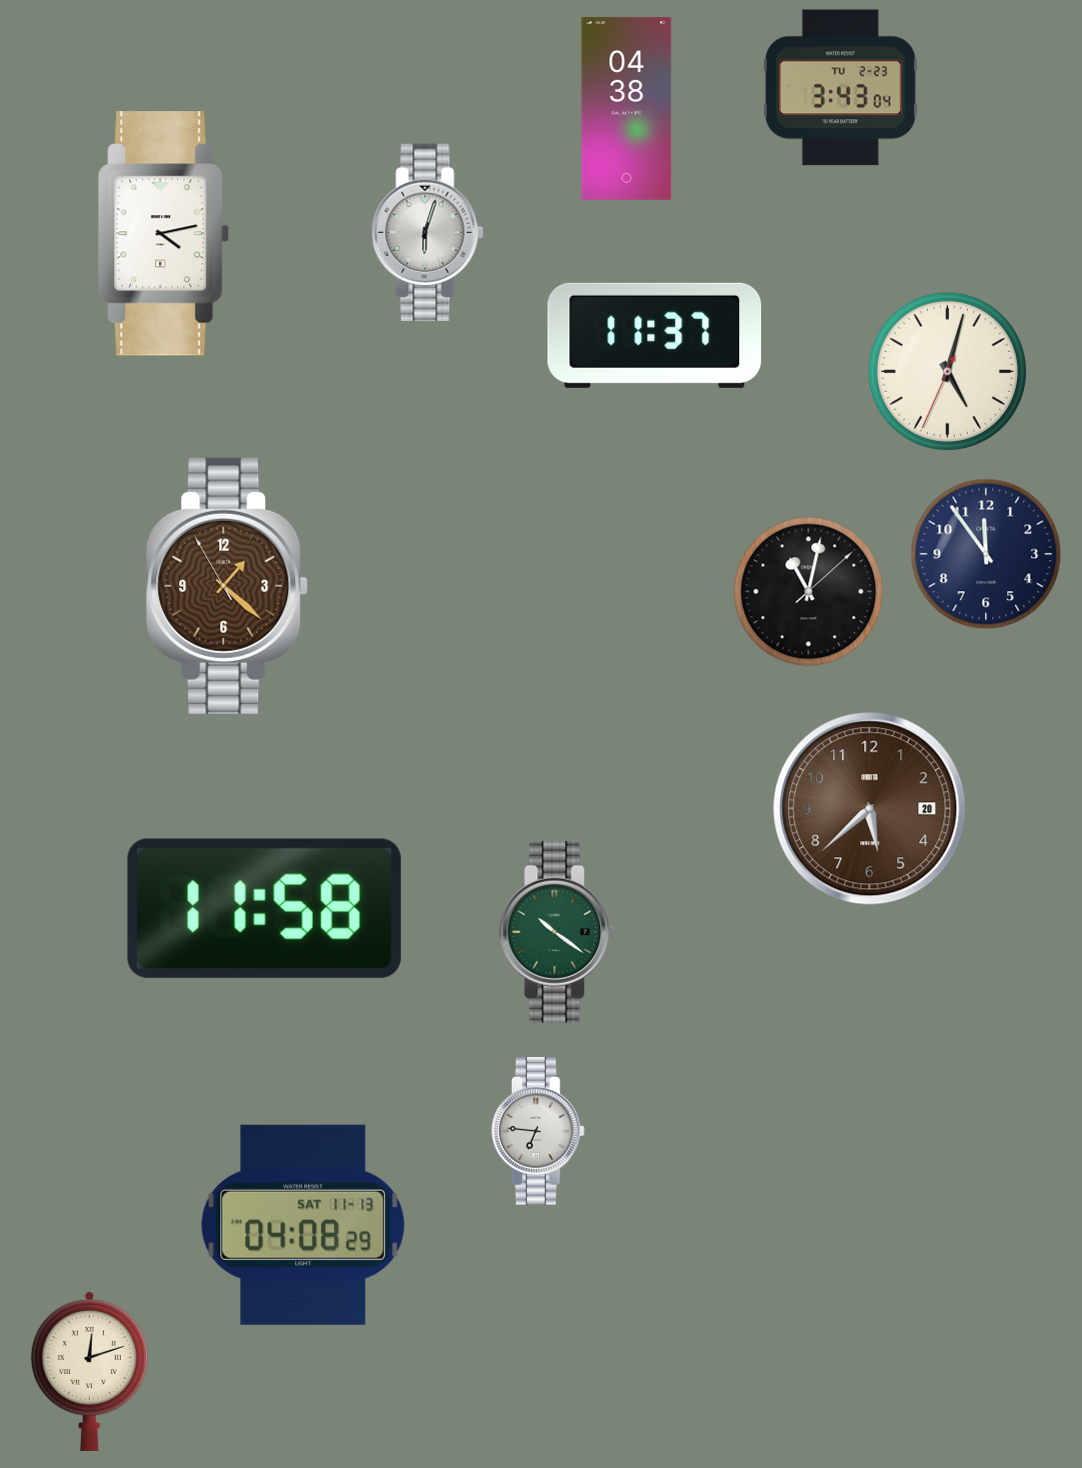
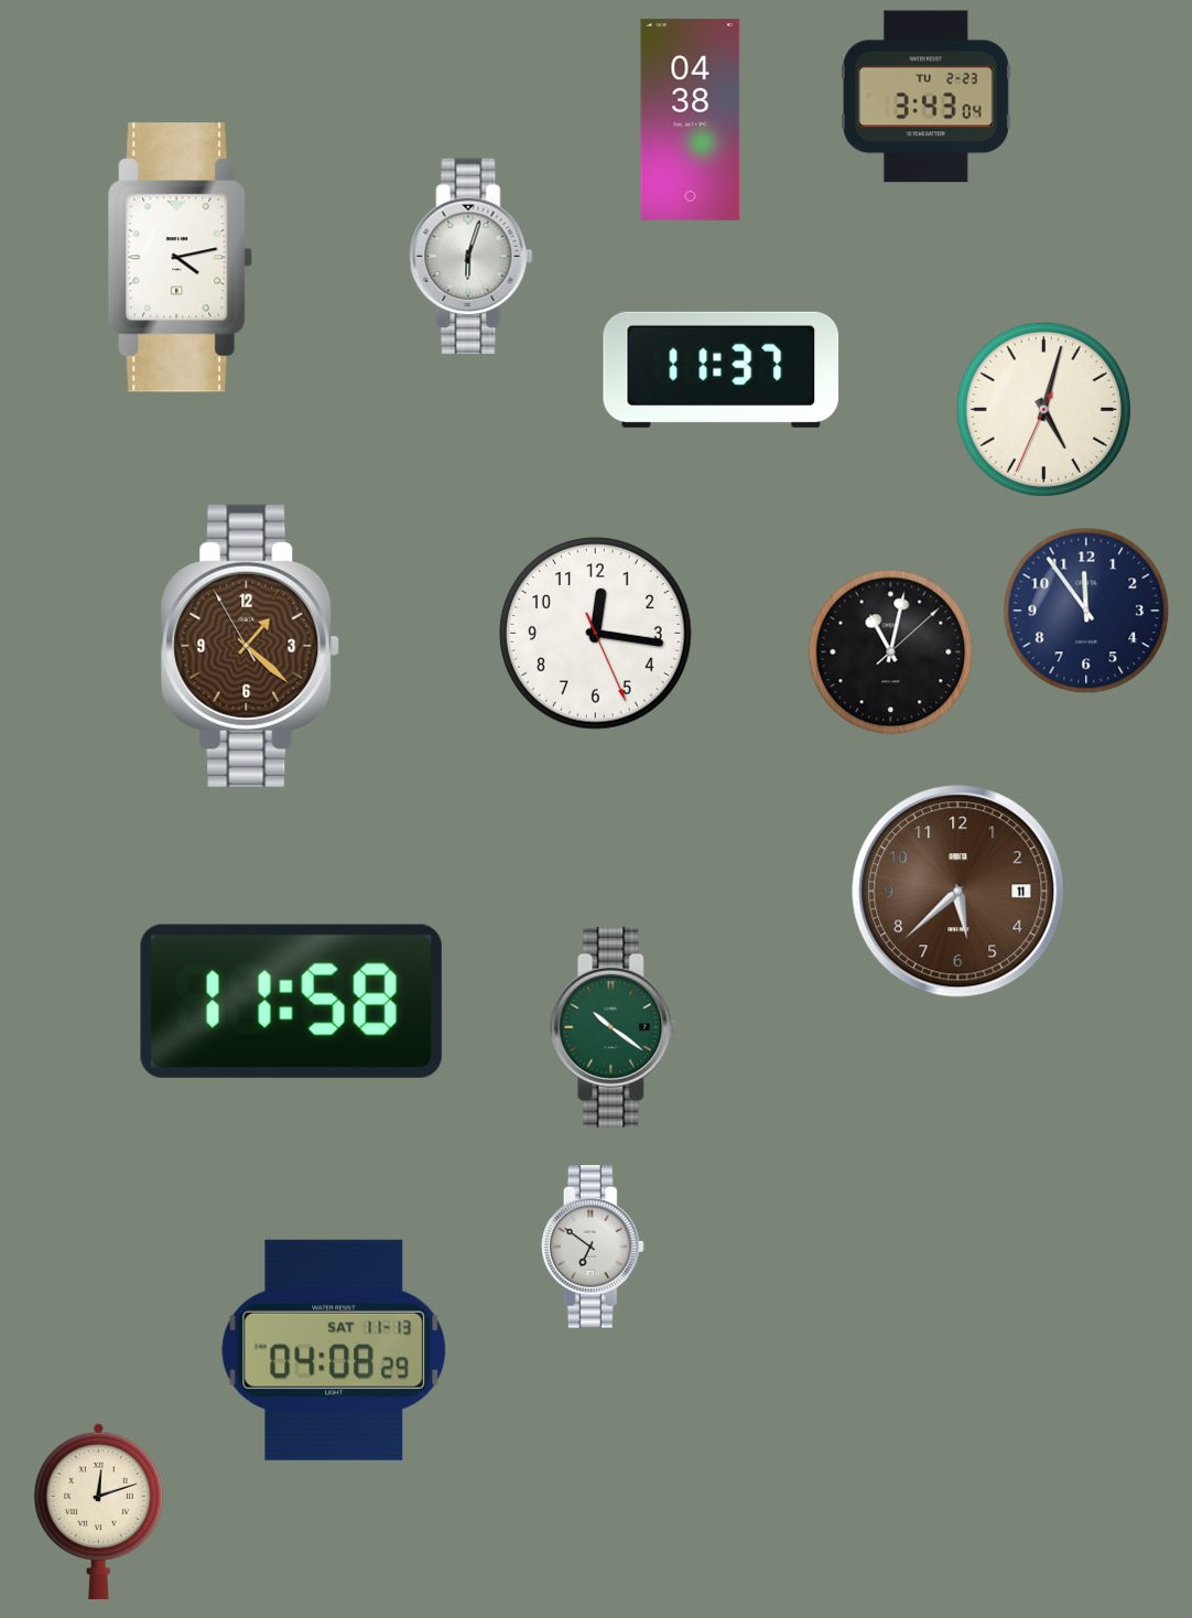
clock at (596, 634): none -> 12:16
clock at (870, 809) date: 20 -> 11
clock at (539, 1131): 6:46 -> 6:51
